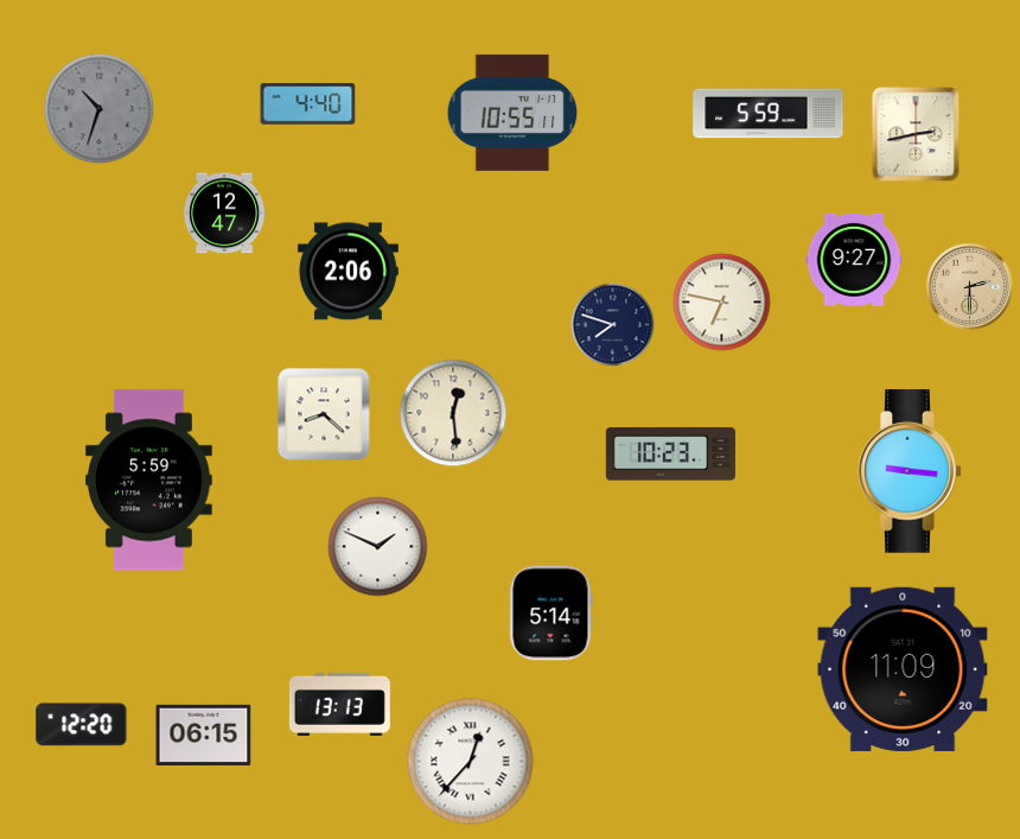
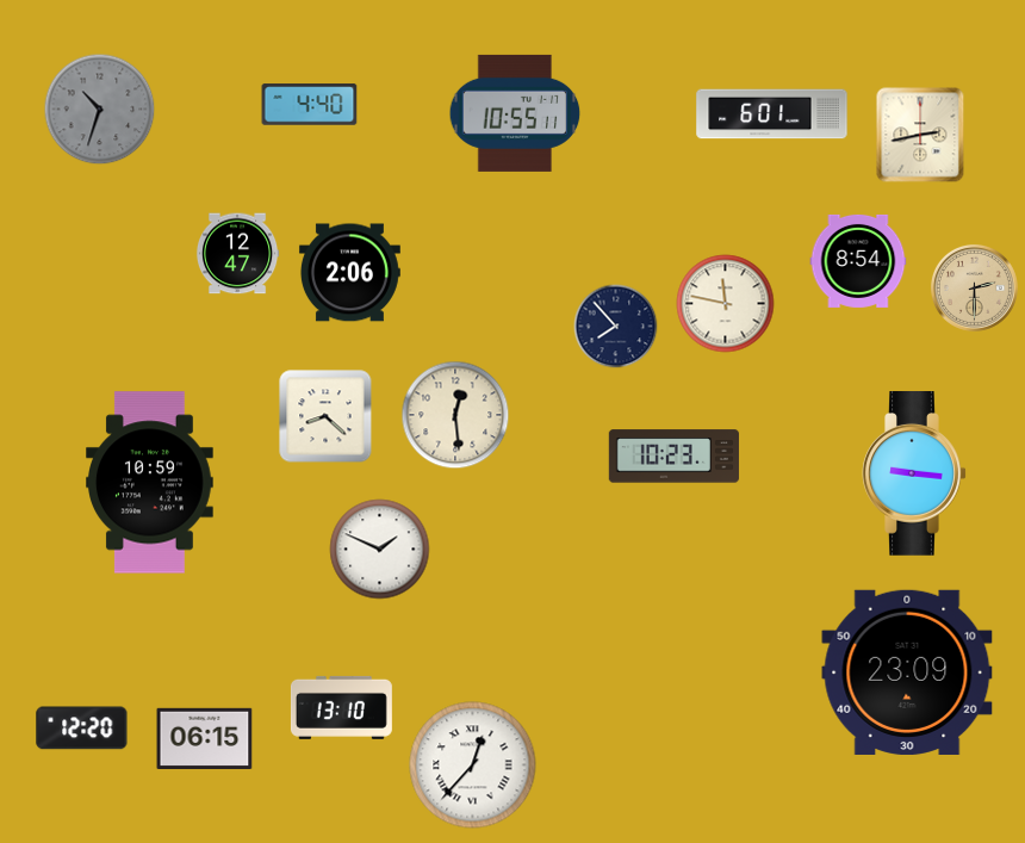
clock at (769, 114): 5:59 -> 6:01
clock at (224, 214) position: (224, 214) -> (237, 254)
clock at (854, 260): 9:27 -> 8:54
clock at (722, 303): 6:47 -> 11:47
clock at (613, 325): 7:48 -> 7:53
clock at (149, 481): 5:59 -> 10:59
clock at (552, 614): 5:14 -> none
clock at (903, 669): 11:09 -> 23:09
clock at (339, 704): 13:13 -> 13:10
